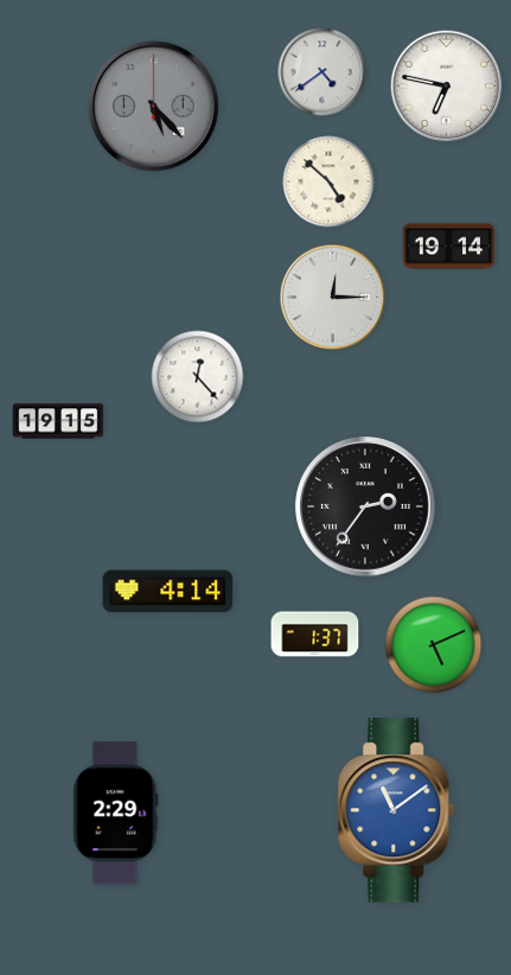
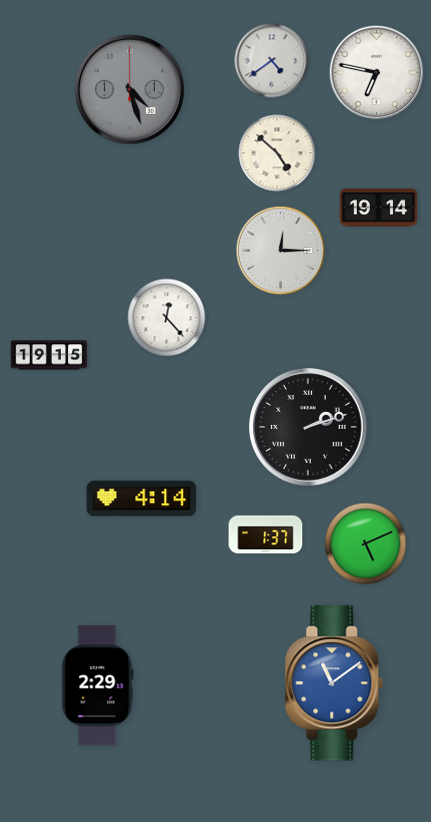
clock at (153, 106): 5:23 -> 4:27
clock at (365, 506): 2:36 -> 2:12
